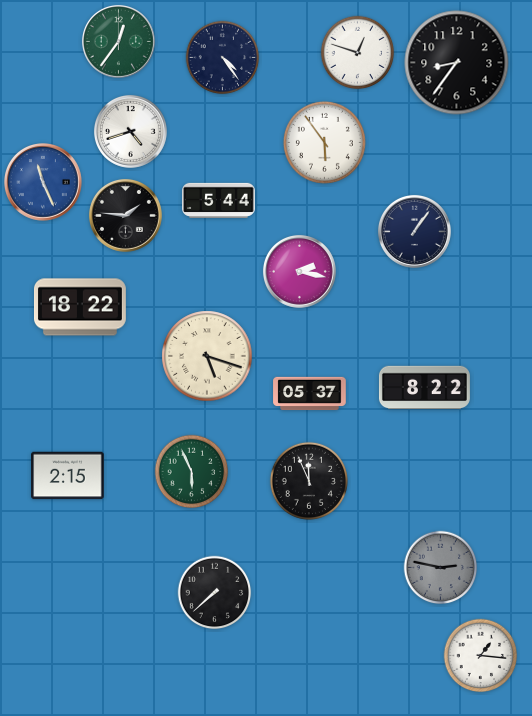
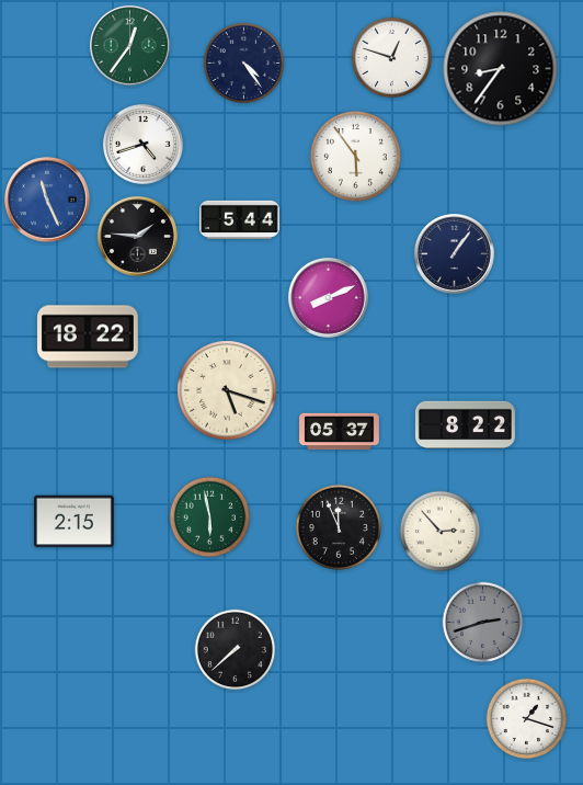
clock at (299, 271): 2:17 -> 8:11
clock at (192, 472): 5:56 -> 5:58
clock at (441, 532): none -> 2:53
clock at (441, 568): 2:47 -> 2:42
clock at (481, 656): 1:16 -> 1:18
